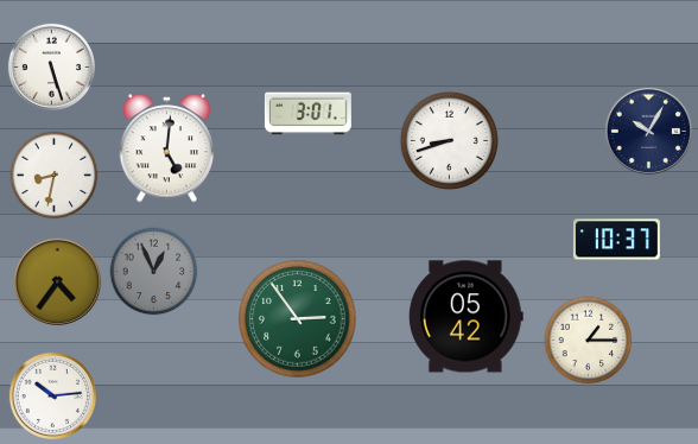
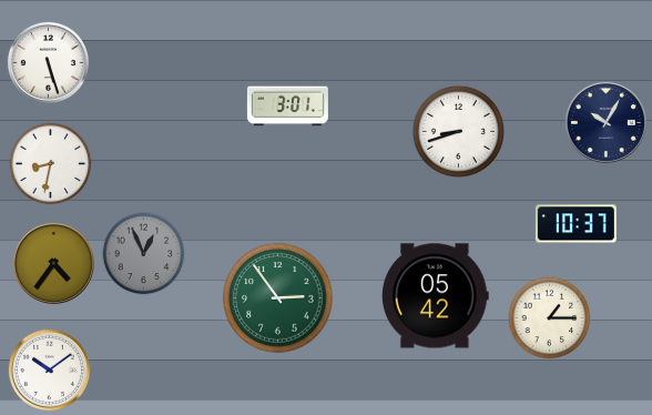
clock at (449, 140) position: (449, 140) -> (458, 131)
clock at (166, 148): 5:01 -> none
clock at (52, 395): 10:14 -> 10:09
